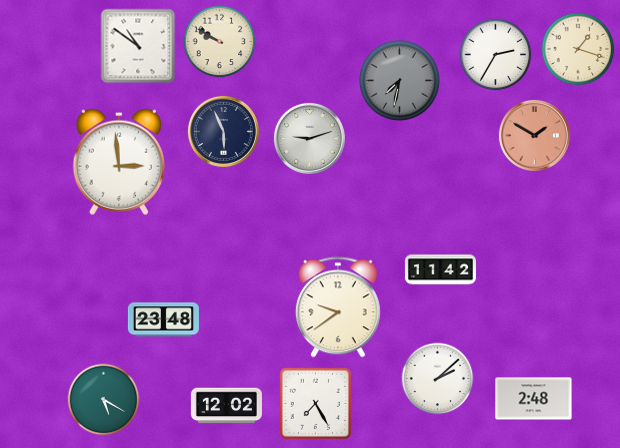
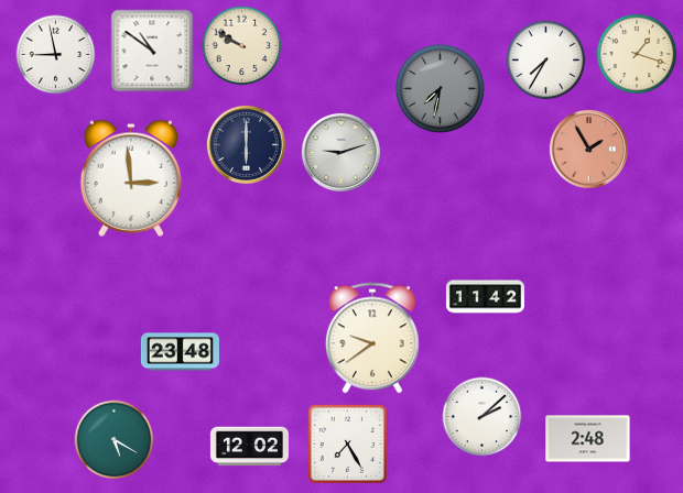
clock at (56, 55): none -> 8:58
clock at (496, 55): 2:35 -> 7:35
clock at (223, 131): 5:56 -> 6:00
clock at (534, 135): 1:50 -> 1:55
